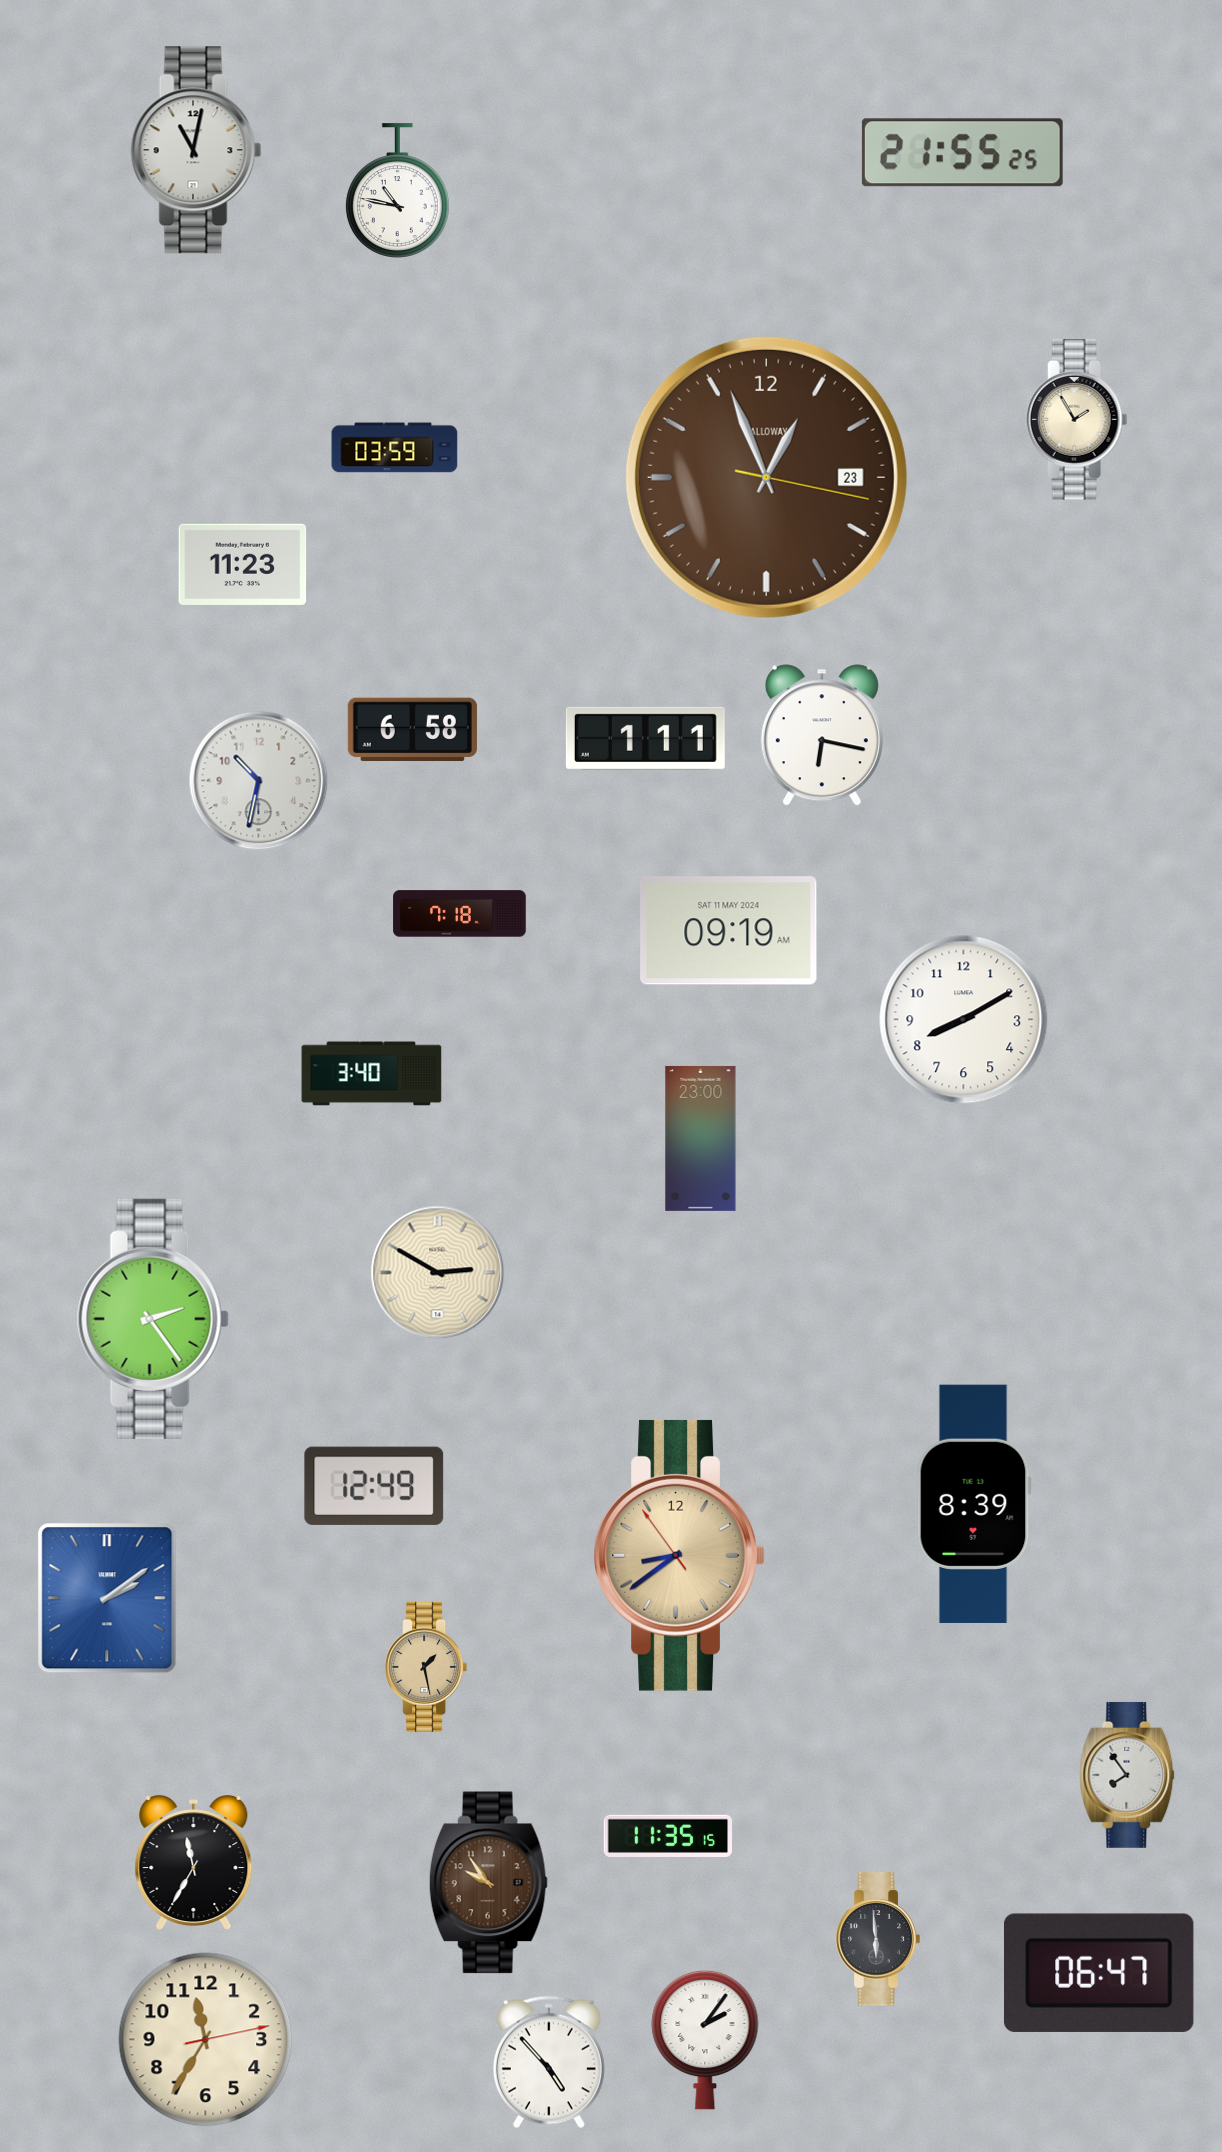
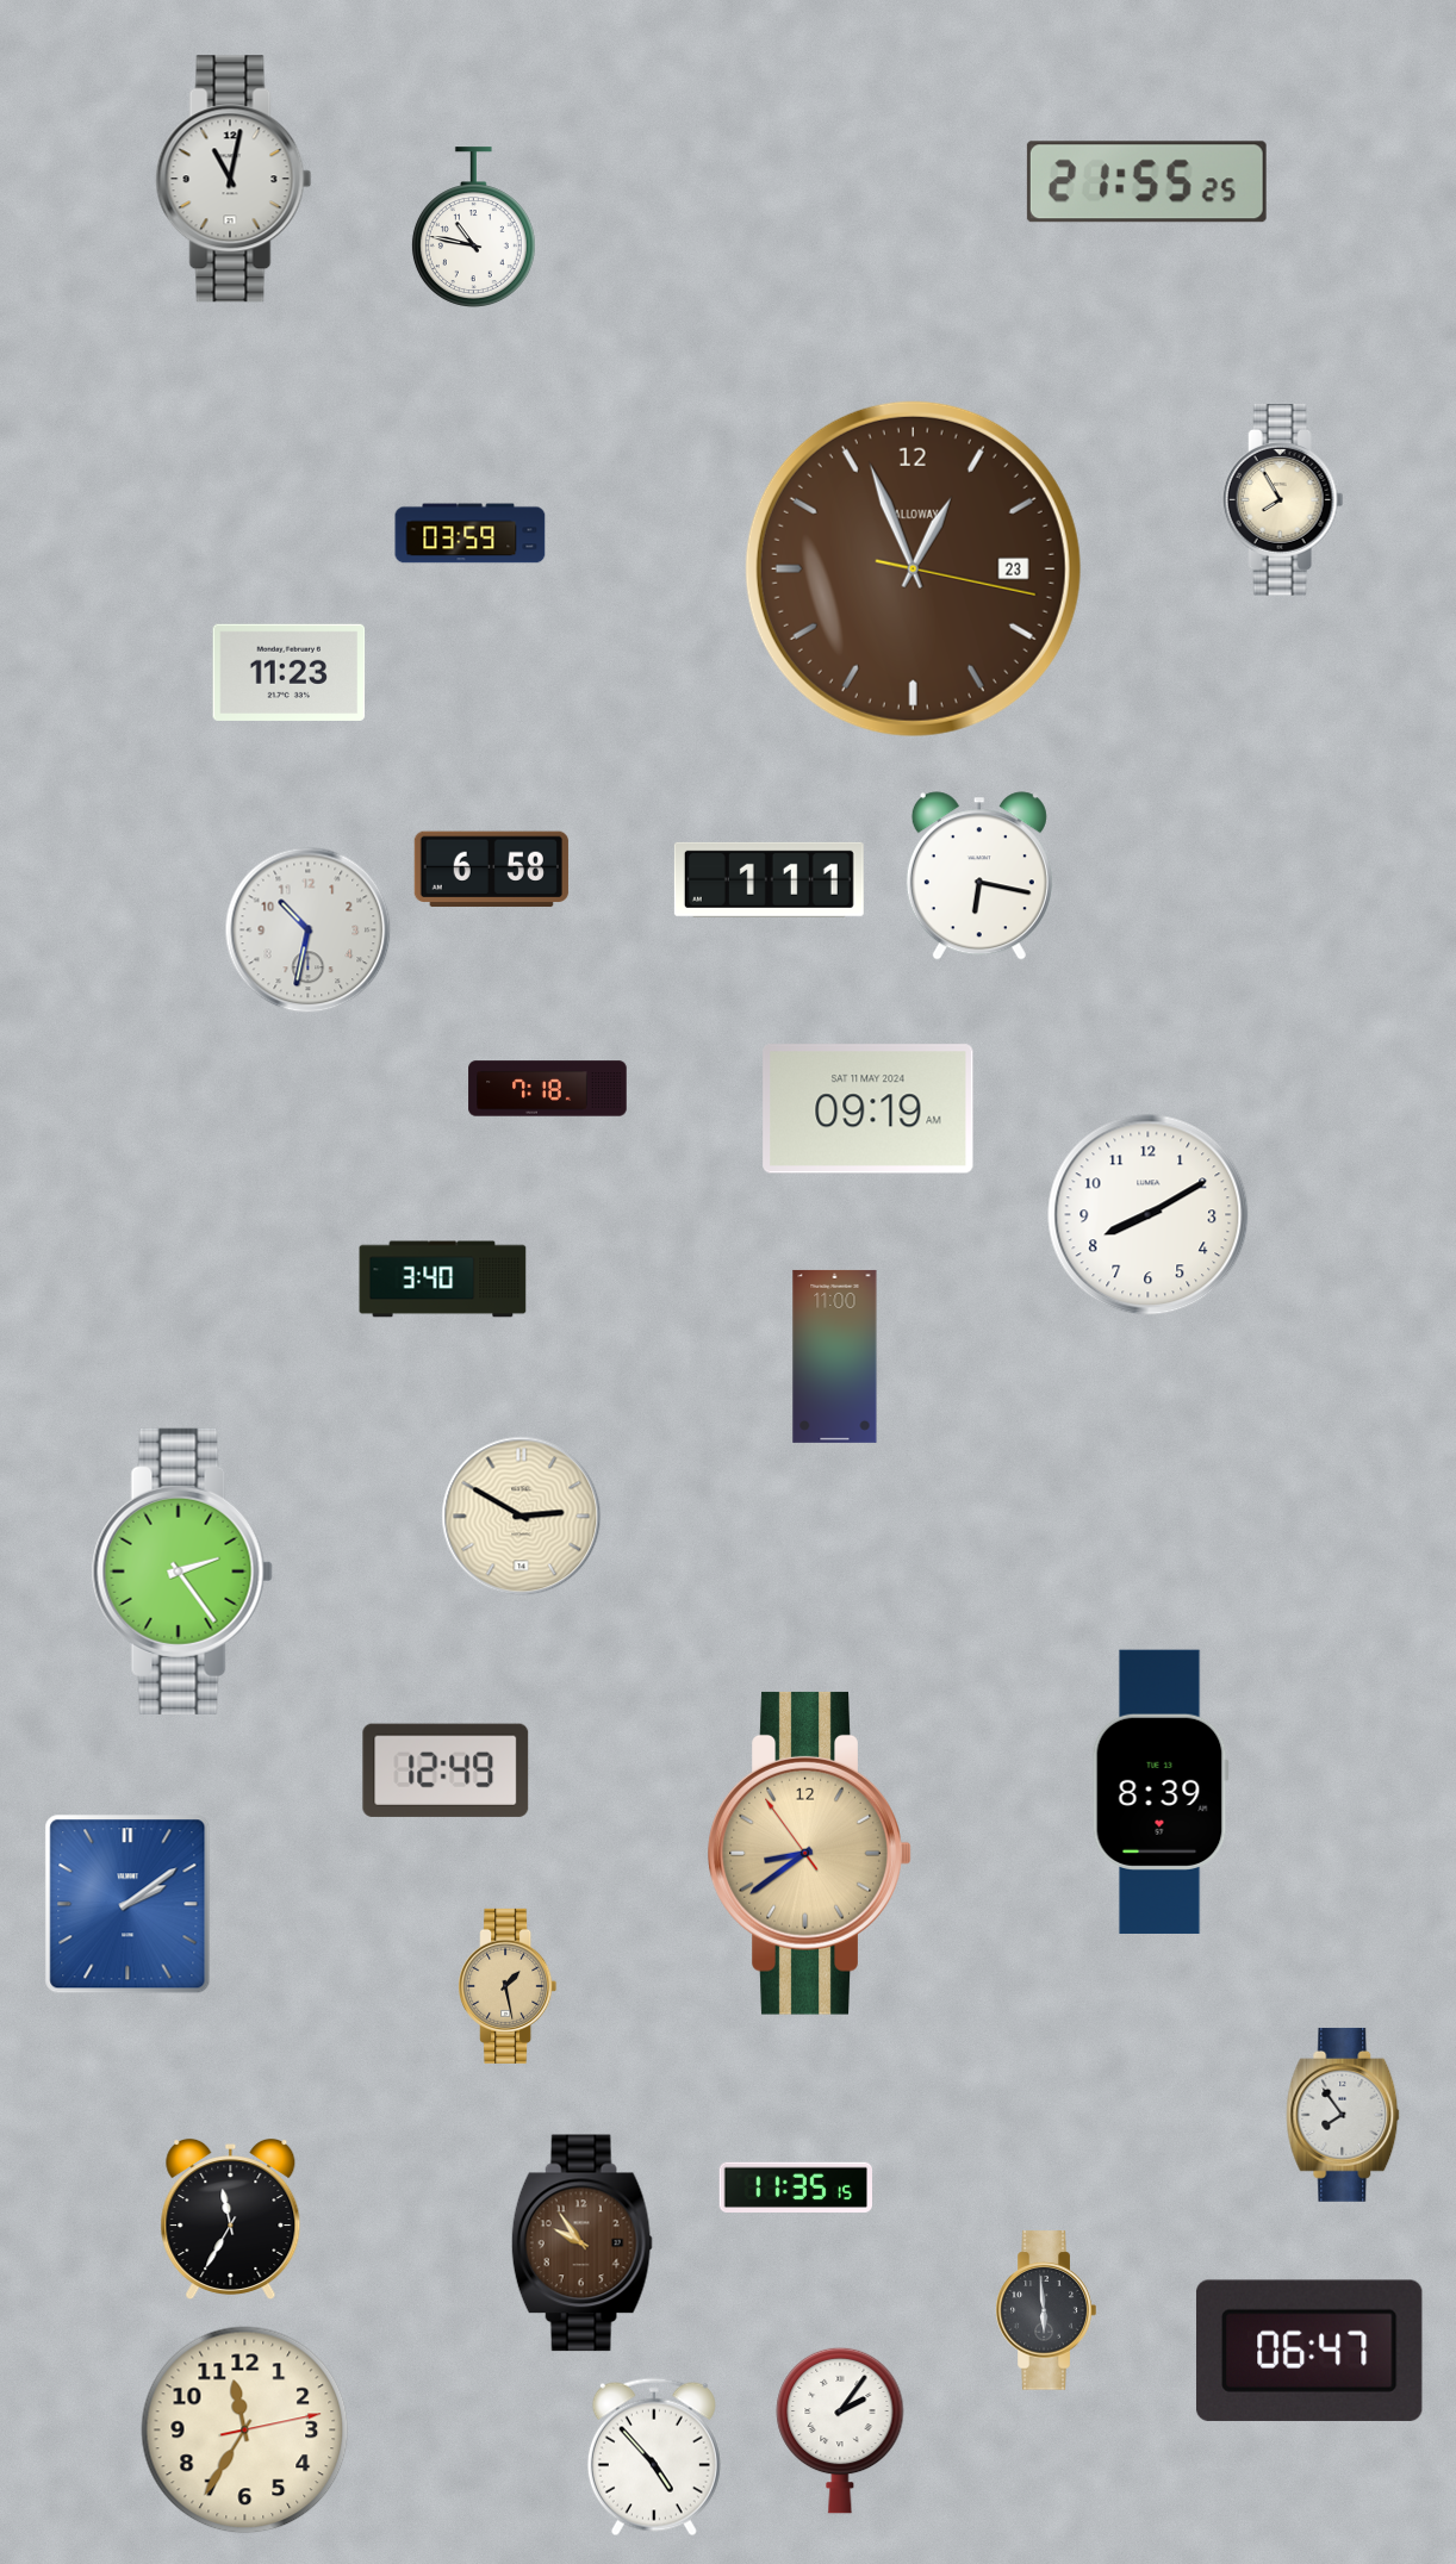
clock at (1077, 420): 1:55 -> 7:55
clock at (701, 1138): 23:00 -> 11:00
